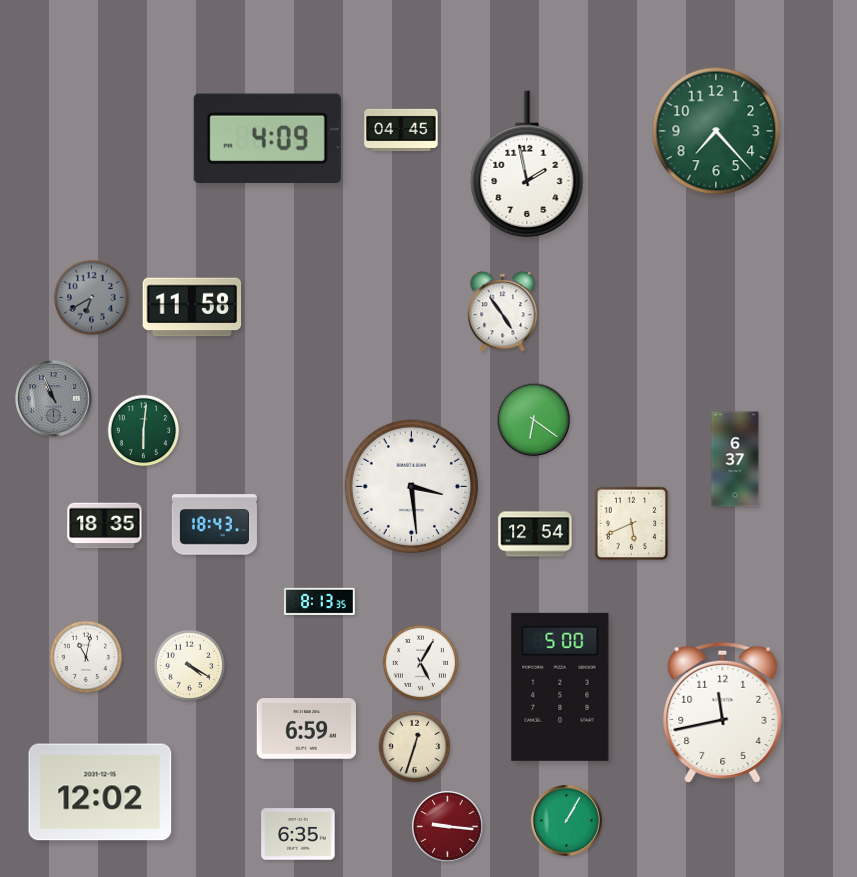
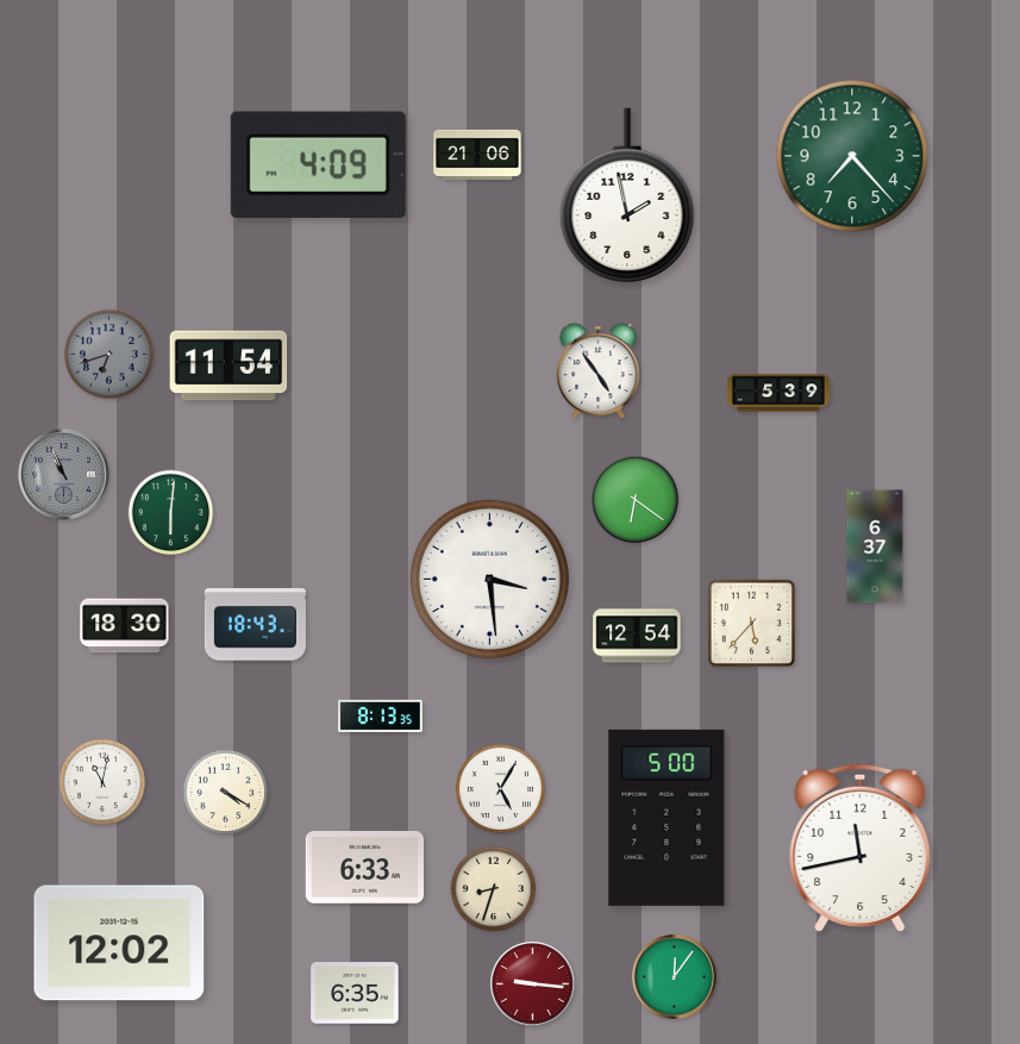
clock at (401, 130): 04:45 -> 21:06
clock at (91, 297): 6:40 -> 6:42
clock at (192, 307): 11:58 -> 11:54
clock at (778, 393): none -> 5:39
clock at (632, 524): 5:41 -> 5:37
clock at (105, 526): 18:35 -> 18:30
clock at (306, 729): 6:59 -> 6:33
clock at (415, 747): 12:33 -> 8:33
clock at (566, 820): 1:05 -> 12:06
